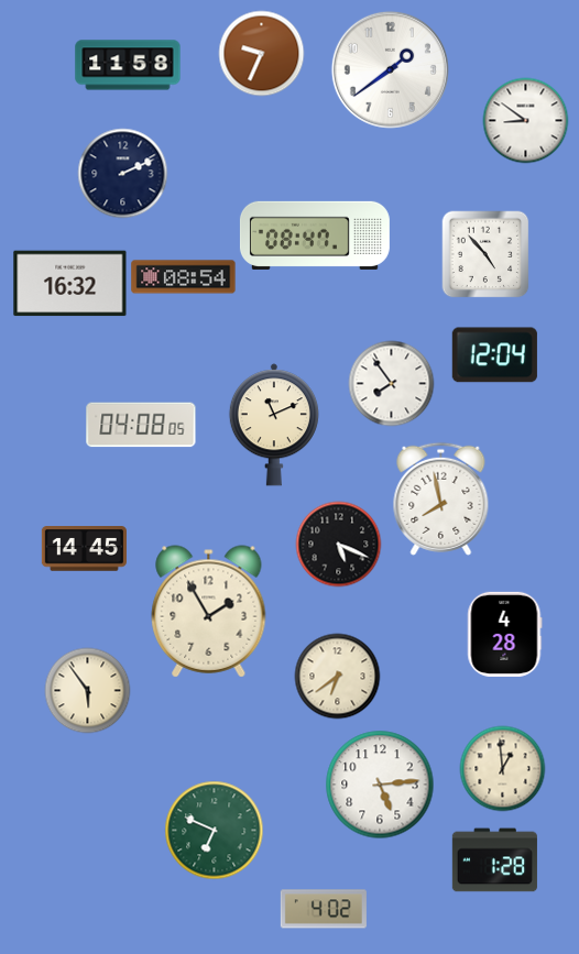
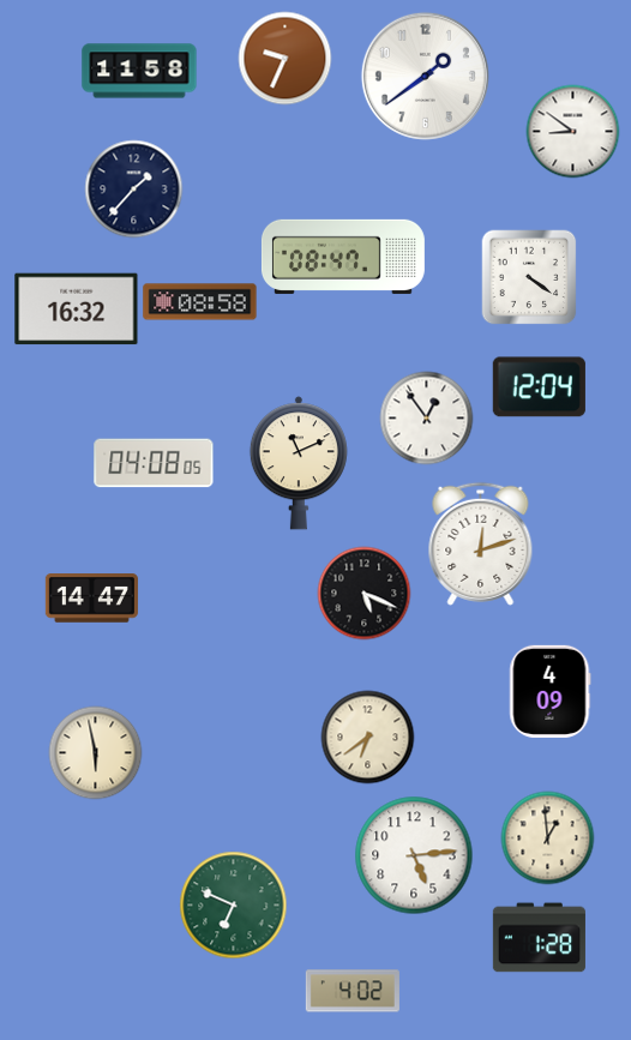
clock at (122, 173): 2:11 -> 1:37
clock at (485, 254): 4:53 -> 4:21
clock at (184, 277): 08:54 -> 08:58
clock at (391, 383): 7:54 -> 12:54
clock at (441, 498): 7:58 -> 12:12
clock at (338, 544) position: (338, 544) -> (363, 593)
clock at (84, 549): 14:45 -> 14:47
clock at (209, 612): 1:55 -> none
clock at (505, 634): 4:28 -> 4:09
clock at (87, 690): 5:54 -> 5:58
